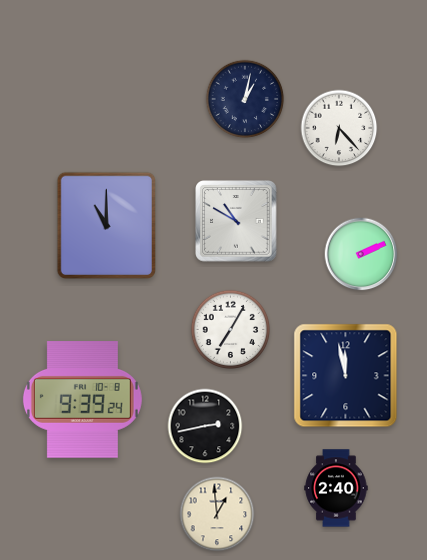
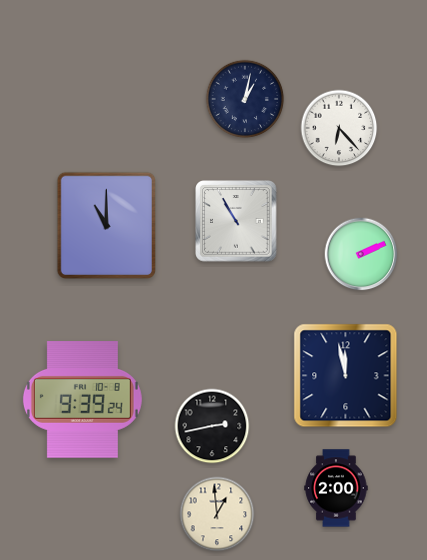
clock at (236, 221): 10:50 -> 10:55
clock at (230, 329): 7:05 -> none
clock at (205, 426) position: (205, 426) -> (212, 426)
clock at (336, 488): 2:40 -> 2:00
